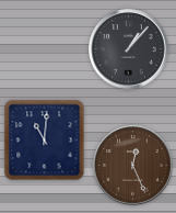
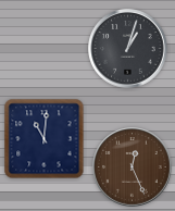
clock at (129, 49): 1:07 -> 1:03
clock at (133, 166) position: (133, 166) -> (133, 167)
